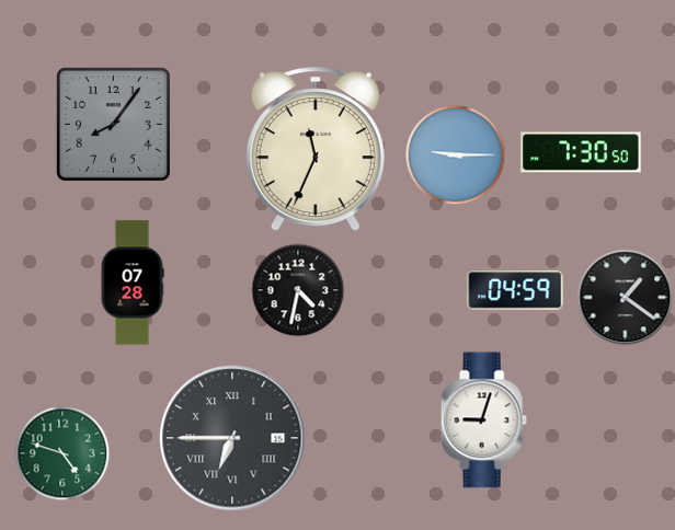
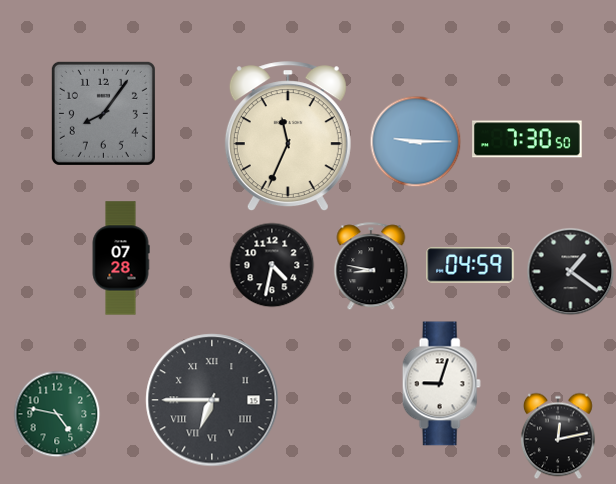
clock at (581, 152) position: (581, 152) -> (527, 139)
clock at (371, 267): none -> 8:47
clock at (62, 453): 4:48 -> 4:47
clock at (558, 436): none -> 12:13
